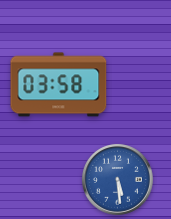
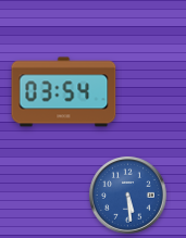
clock at (59, 85): 03:58 -> 03:54
